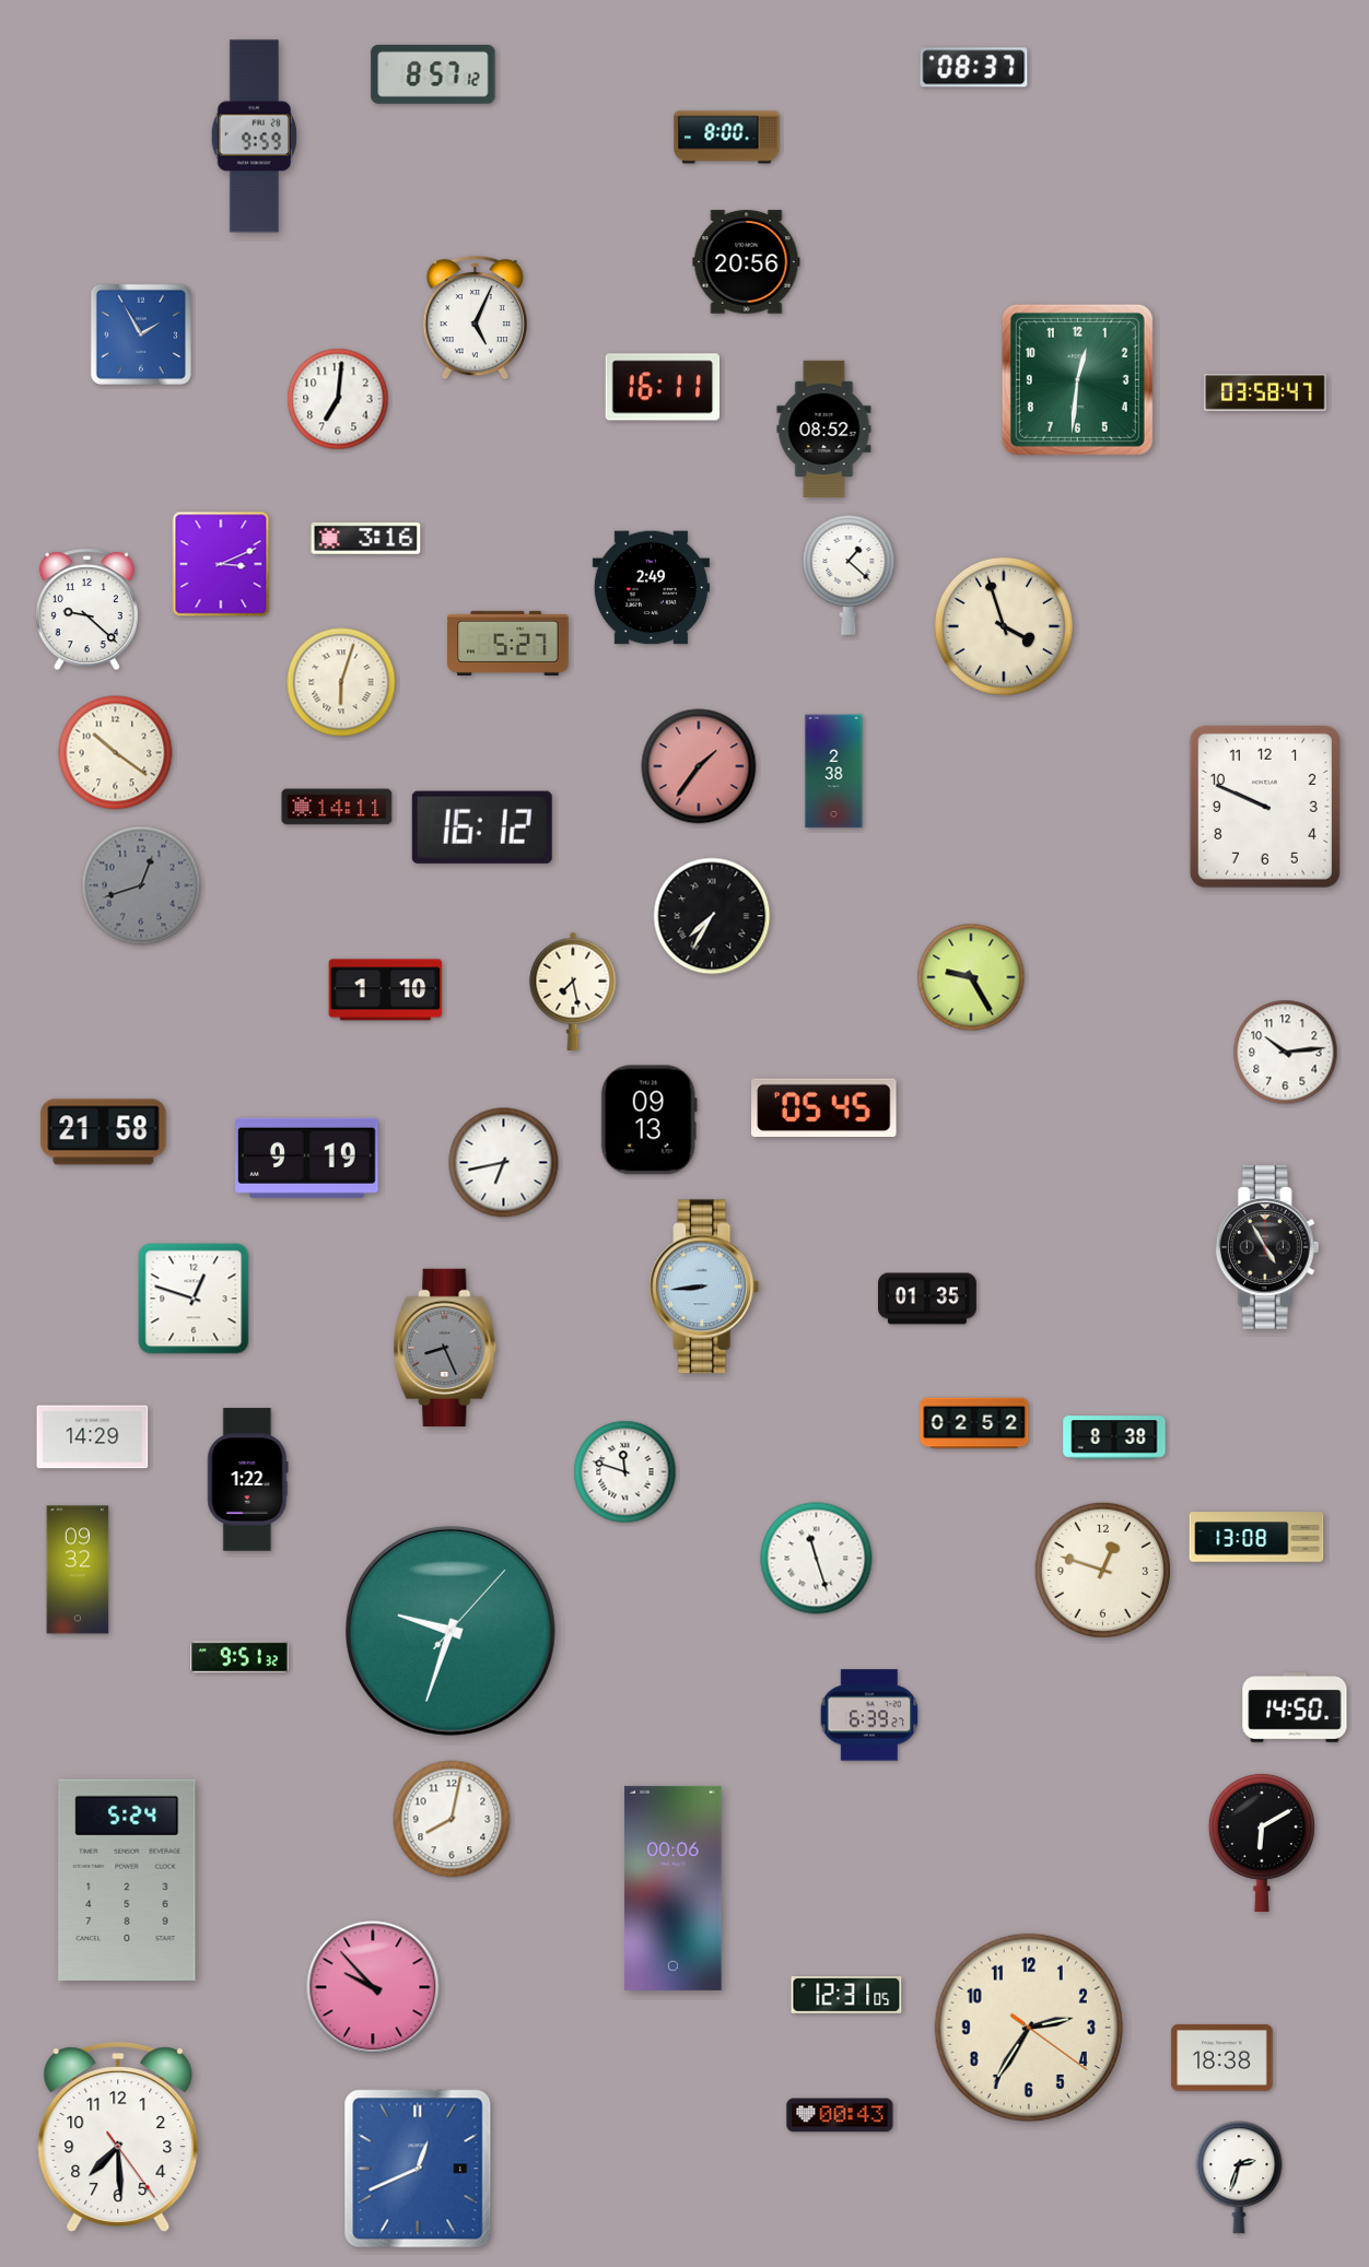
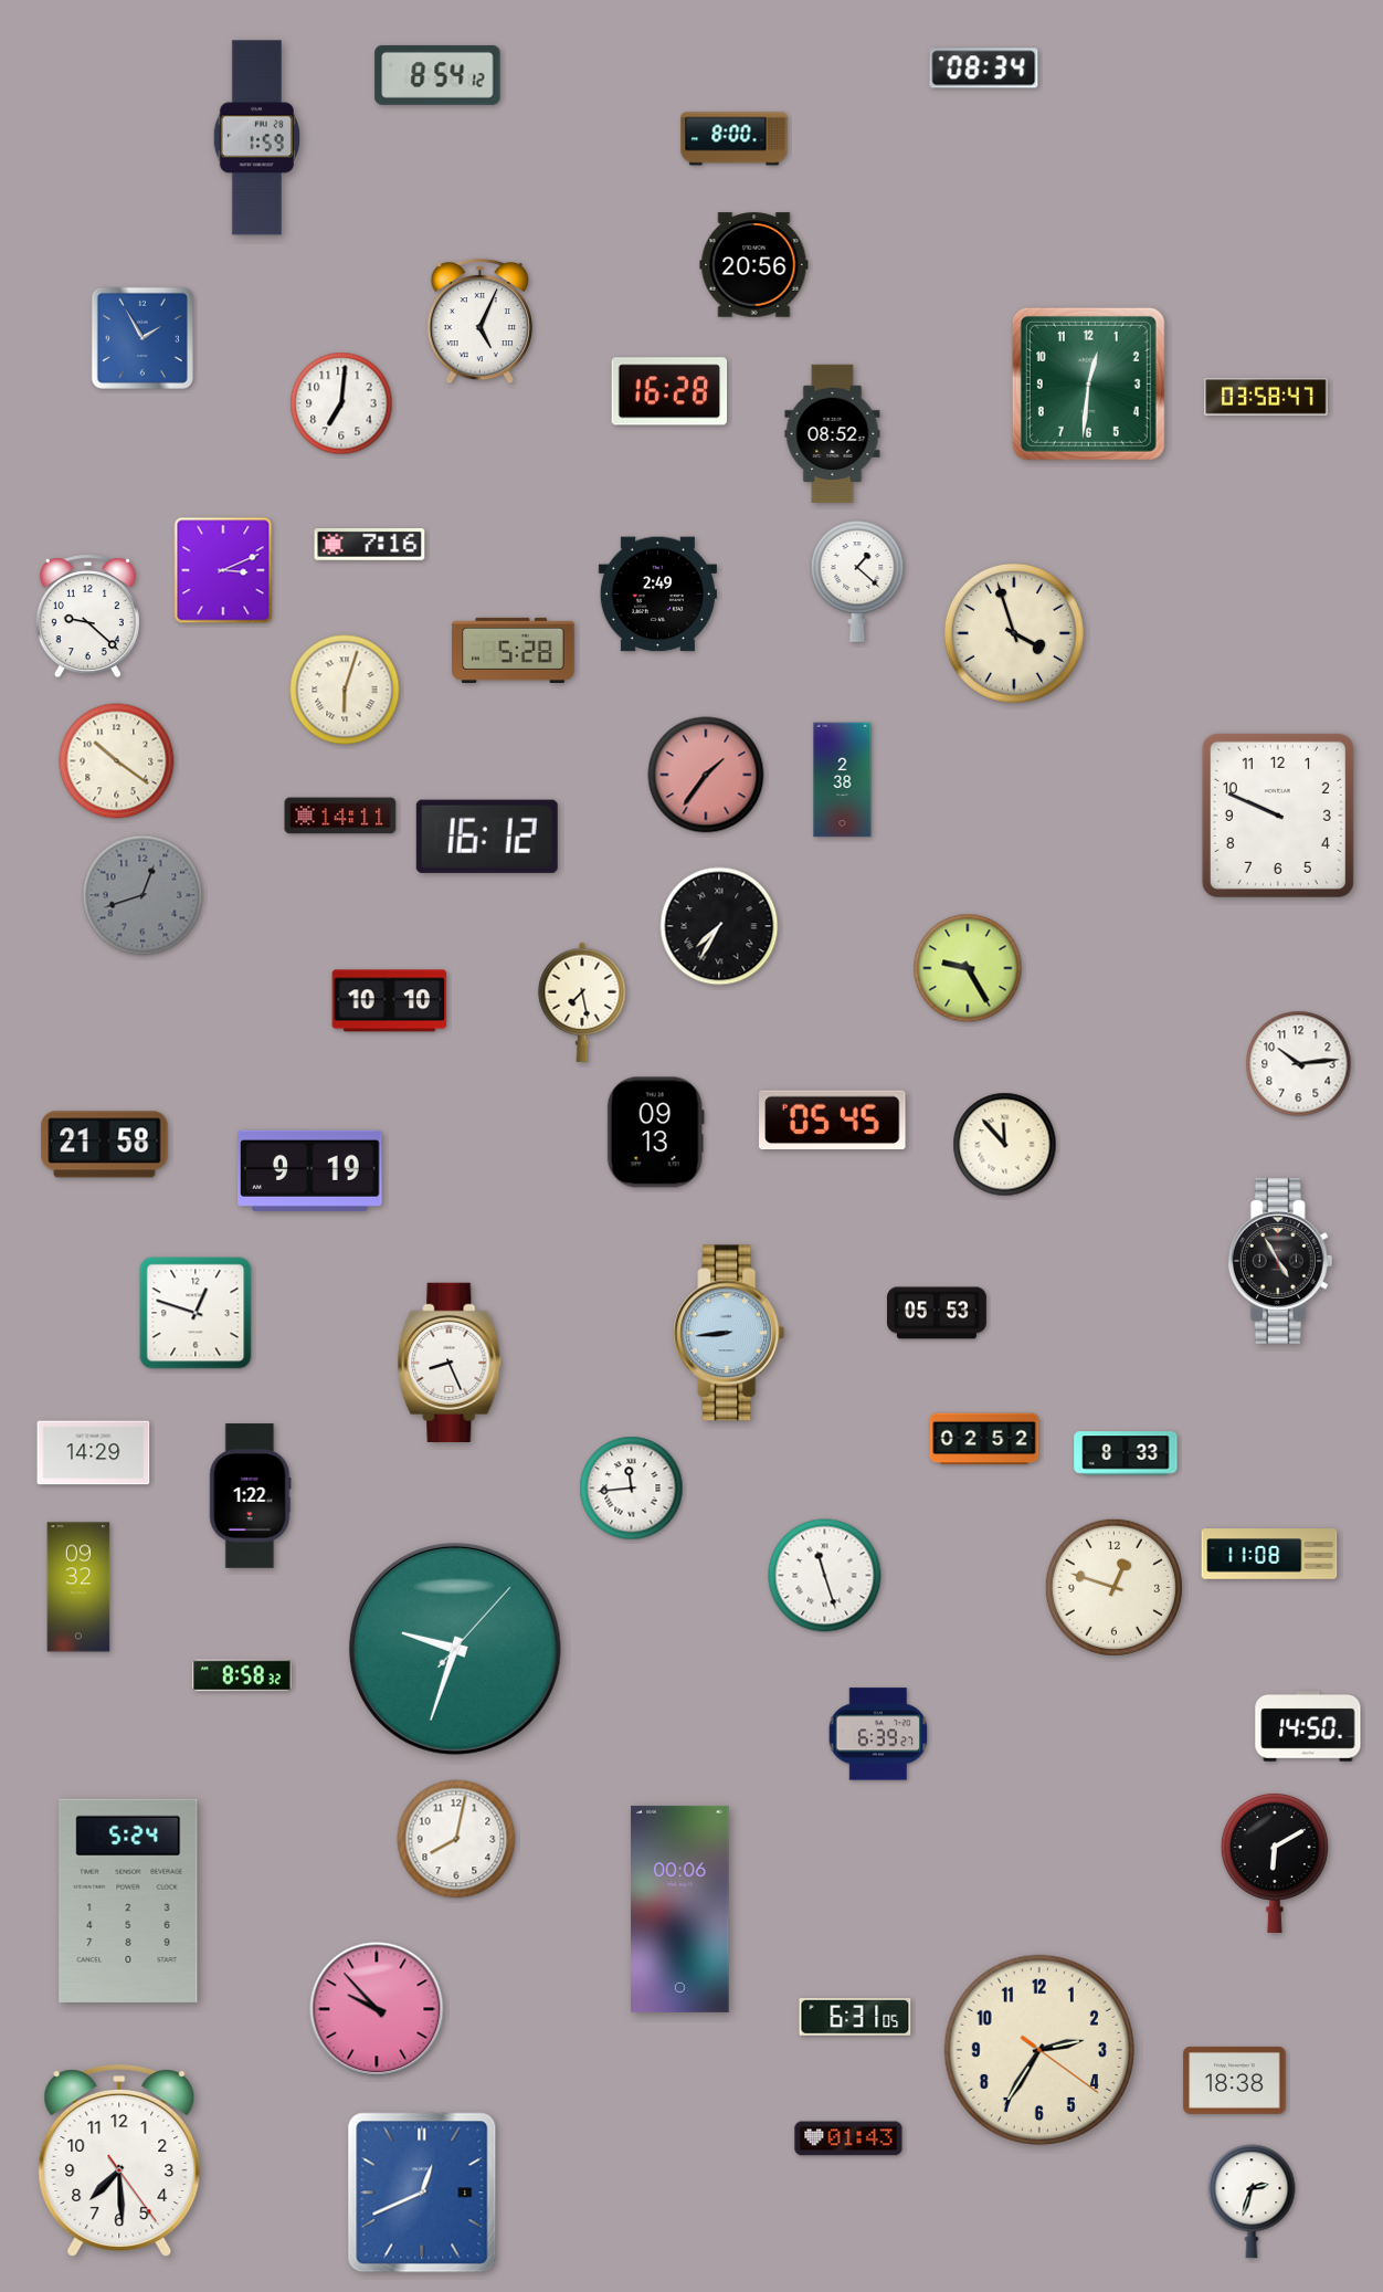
clock at (974, 68): 08:37 -> 08:34
clock at (433, 74): 8:57 -> 8:54
clock at (255, 137): 9:59 -> 1:59
clock at (663, 387): 16:11 -> 16:28
clock at (1265, 392) position: (1265, 392) -> (1266, 397)
clock at (366, 539): 3:16 -> 7:16
clock at (508, 643): 5:27 -> 5:28
clock at (971, 977) position: (971, 977) -> (968, 968)
clock at (386, 990): 1:10 -> 10:10
clock at (573, 991) position: (573, 991) -> (582, 1002)
clock at (1005, 1145): none -> 11:53
clock at (504, 1163): 6:43 -> none
clock at (704, 1287) position: (704, 1287) -> (729, 1333)
clock at (928, 1299): 01:35 -> 05:53
clock at (445, 1347) dial: grey -> white
clock at (1114, 1437): 8:38 -> 8:33
clock at (625, 1472): 11:48 -> 11:44
clock at (1256, 1537): 13:08 -> 11:08
clock at (239, 1657): 9:51 -> 8:58
clock at (846, 1996): 12:31 -> 6:31
clock at (840, 2115): 00:43 -> 01:43
